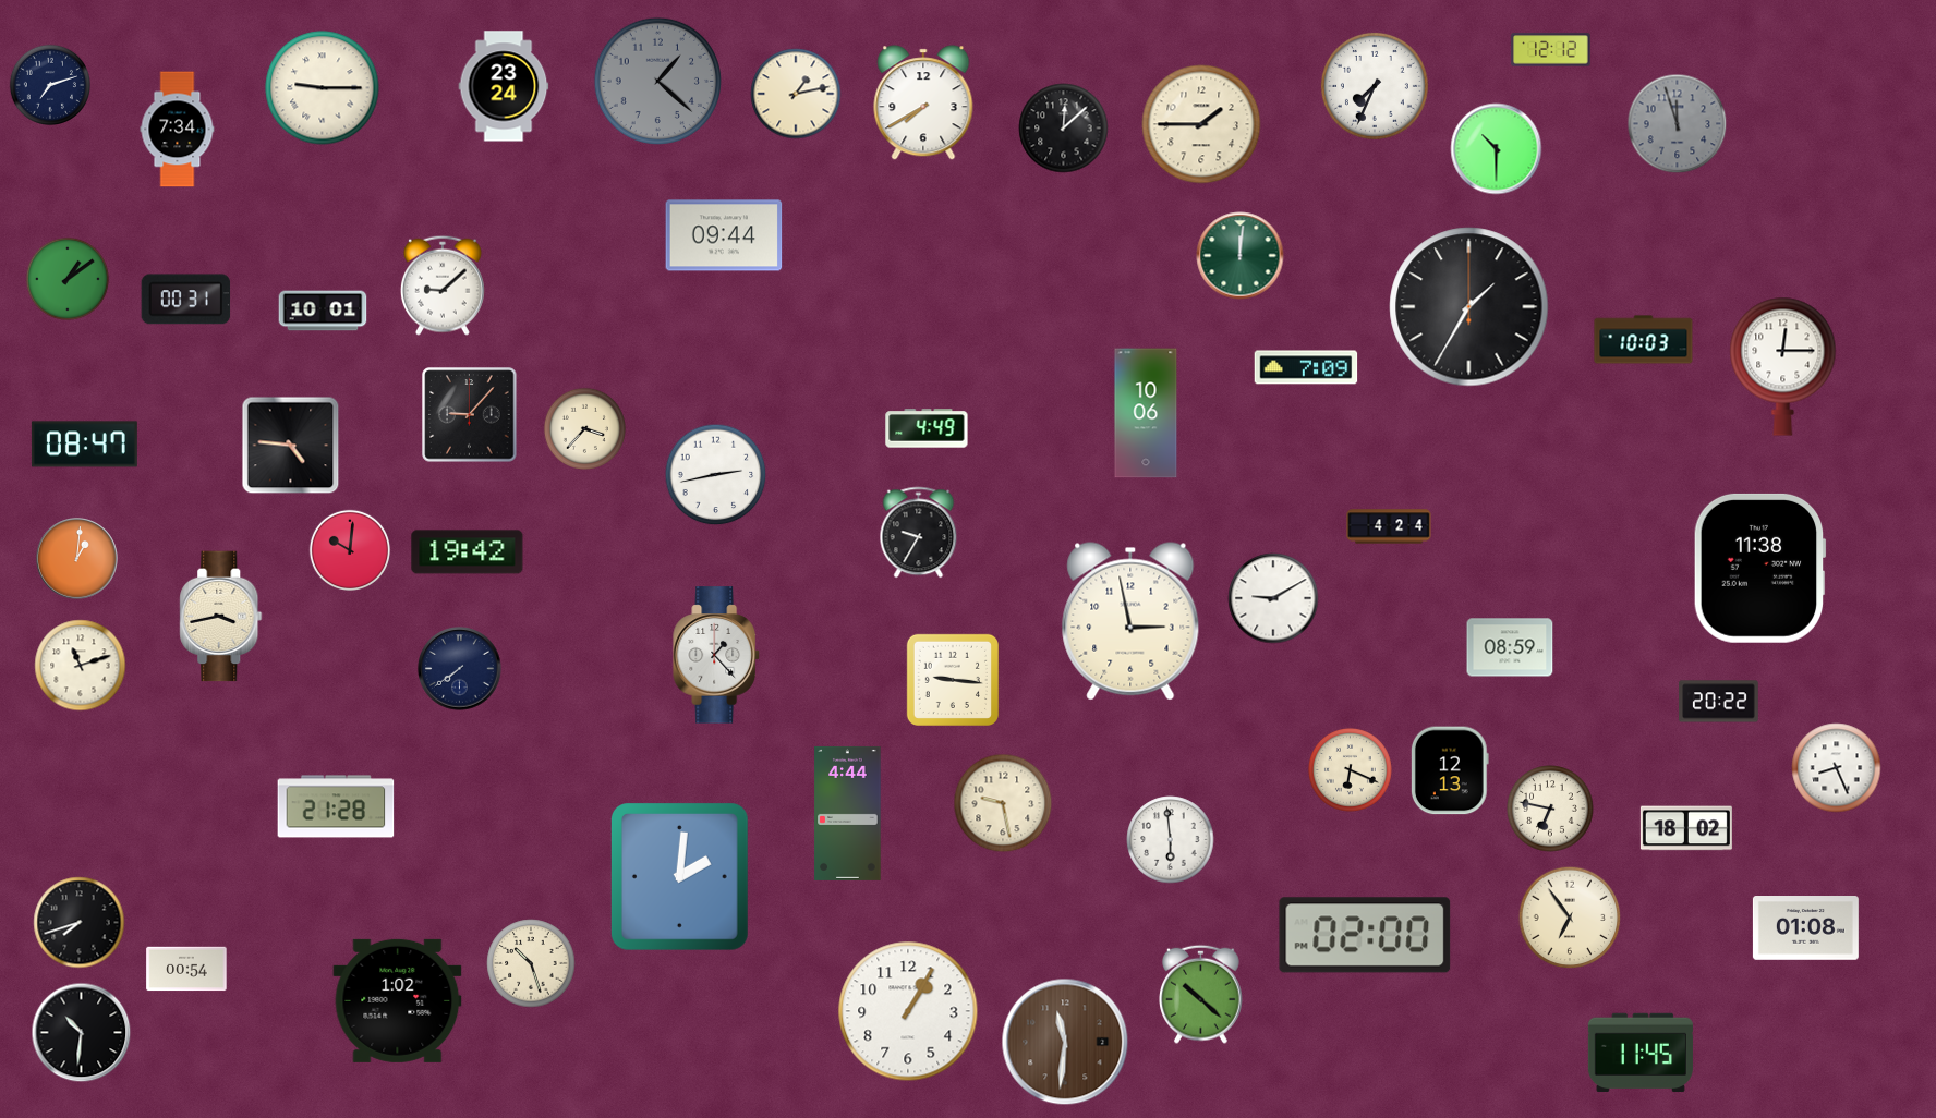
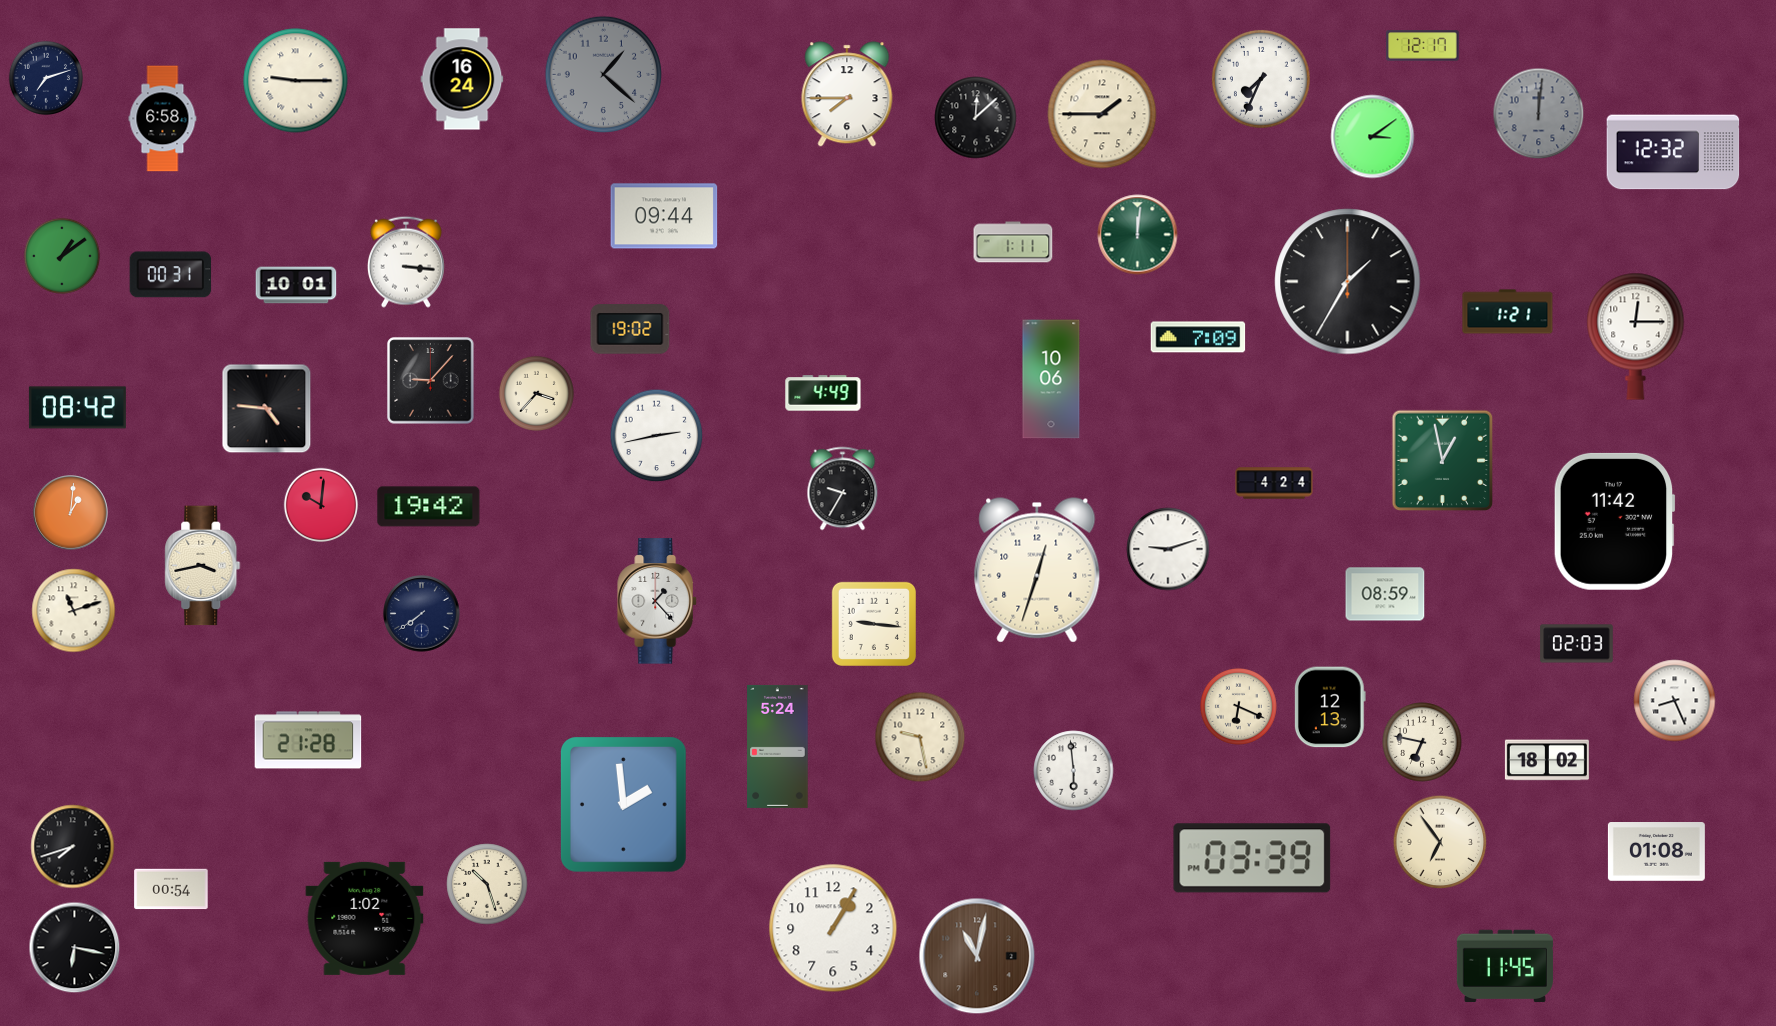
clock at (1551, 50): 12:12 -> 12:17
clock at (504, 86): 23:24 -> 16:24
clock at (796, 94): 1:13 -> none
clock at (923, 102): 7:40 -> 7:45
clock at (1678, 124): 11:57 -> 12:01
clock at (178, 130): 7:34 -> 6:58
clock at (1497, 149): 10:30 -> 3:09
clock at (1673, 152): none -> 12:32
clock at (1013, 242): none -> 1:11
clock at (443, 285): 9:08 -> 3:16
clock at (1644, 340): 10:03 -> 1:21
clock at (630, 329): none -> 19:02
clock at (927, 428) position: (927, 428) -> (823, 393)
clock at (84, 445): 08:47 -> 08:42
clock at (1443, 461): none -> 12:58
clock at (1759, 568): 11:38 -> 11:42
clock at (1273, 598): 9:10 -> 9:12
clock at (1130, 621): 2:58 -> 12:33
clock at (1719, 702): 20:22 -> 02:03
clock at (1837, 768) position: (1837, 768) -> (1675, 701)
clock at (848, 813): 4:44 -> 5:24
clock at (680, 877): 2:01 -> 1:59
clock at (1365, 935): 02:00 -> 03:39
clock at (1201, 994): 10:22 -> none
clock at (82, 1033): 10:31 -> 6:17
clock at (1065, 1042): 11:31 -> 11:02
